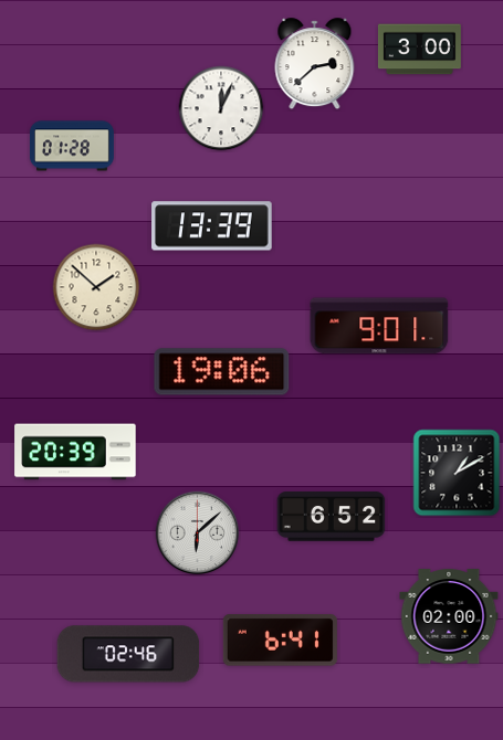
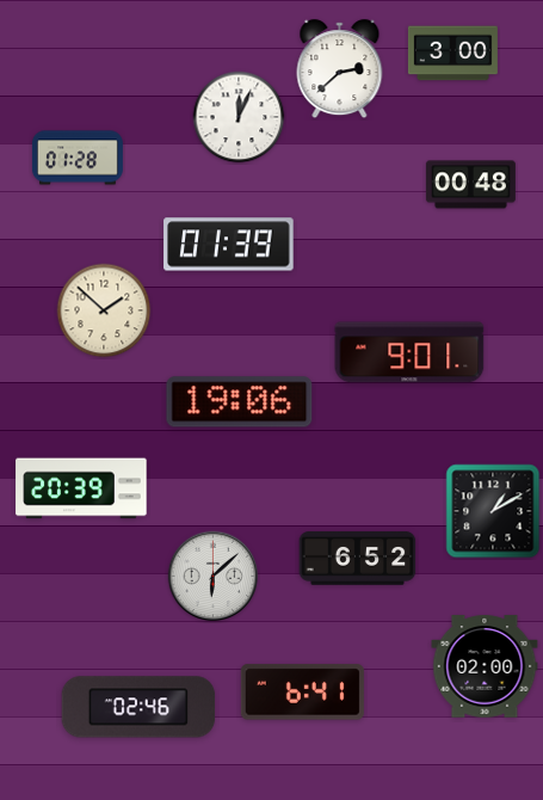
clock at (470, 185): none -> 00:48
clock at (212, 226): 13:39 -> 01:39
